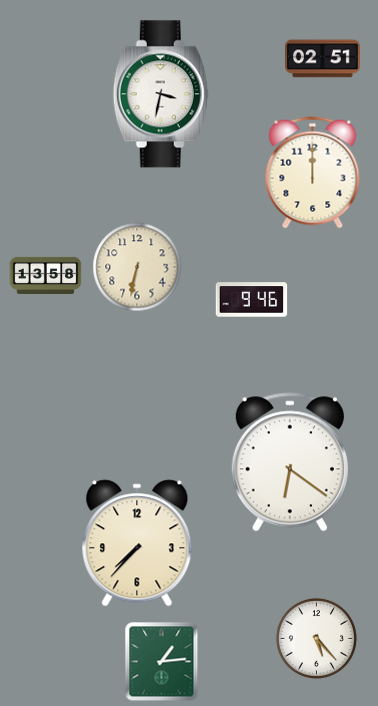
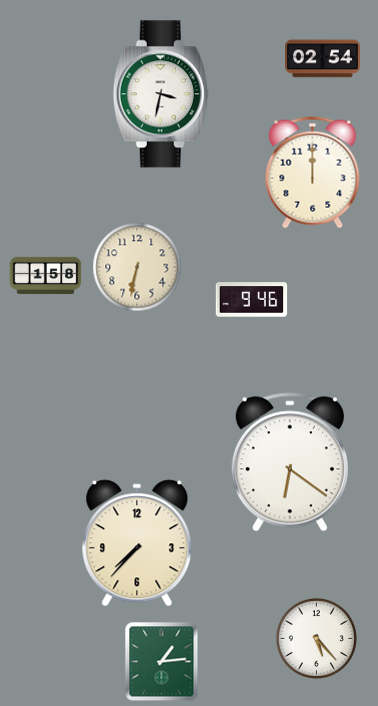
clock at (323, 59): 02:51 -> 02:54
clock at (46, 275): 13:58 -> 1:58
